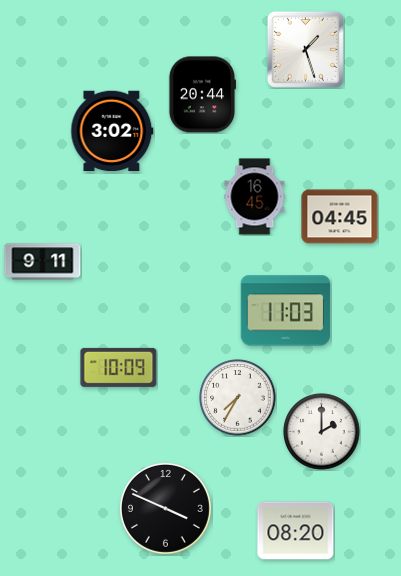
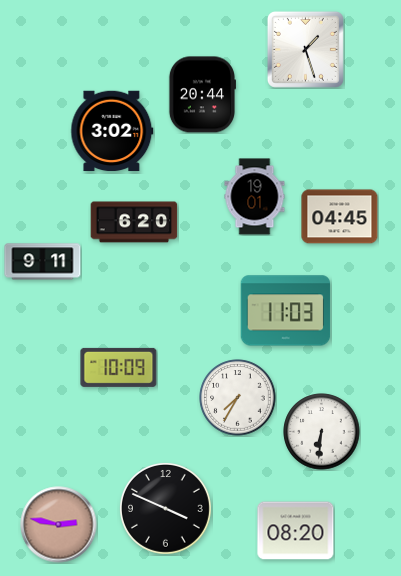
clock at (255, 197): 16:45 -> 19:01
clock at (134, 222): none -> 6:20
clock at (322, 432): 2:00 -> 6:31
clock at (59, 525): none -> 2:47
